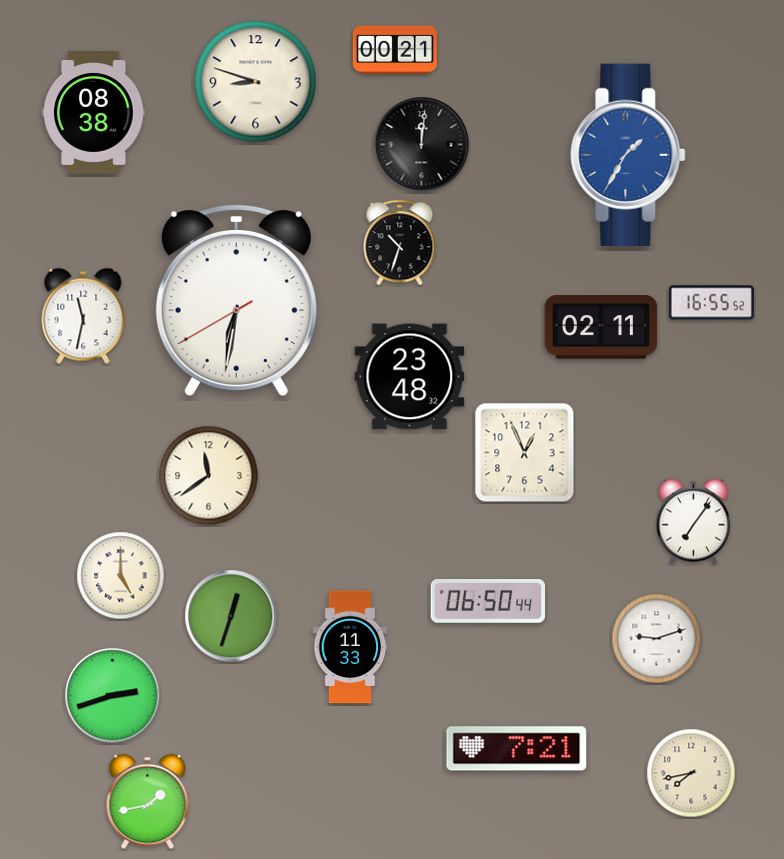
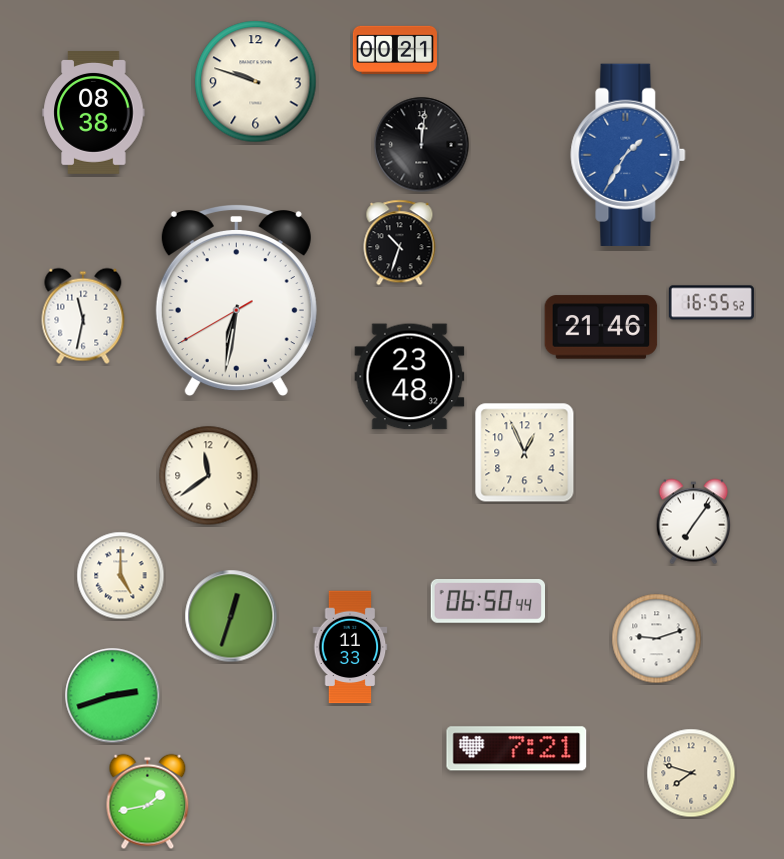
clock at (256, 82): 8:48 -> 9:48
clock at (601, 327): 02:11 -> 21:46
clock at (691, 773): 7:43 -> 7:48
